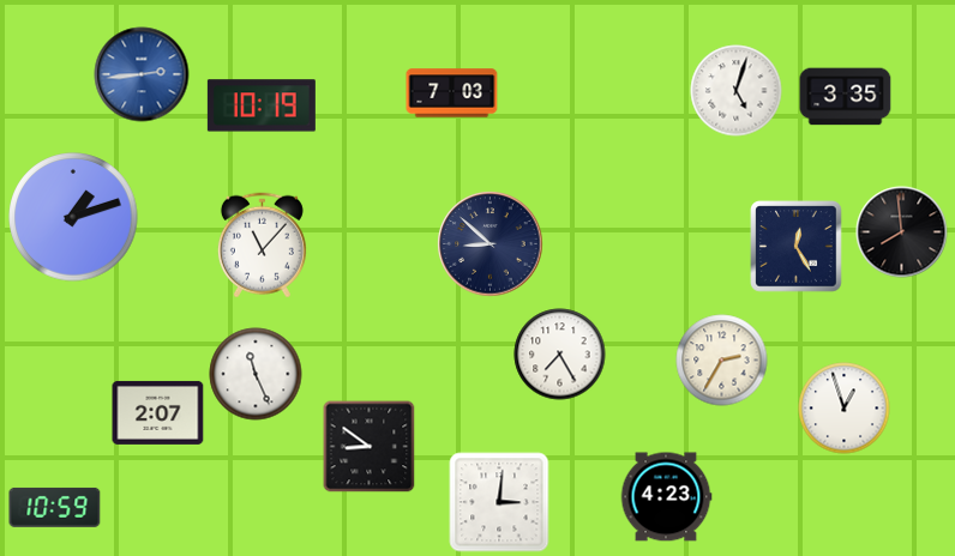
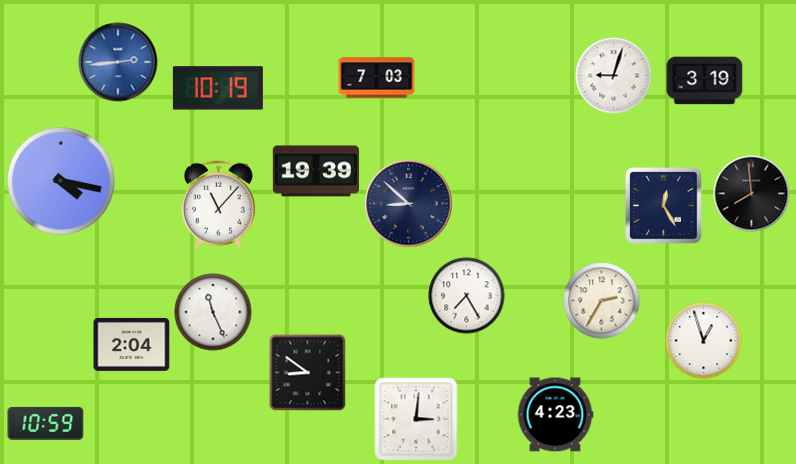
clock at (737, 91): 5:03 -> 9:03
clock at (846, 97): 3:35 -> 3:19
clock at (315, 171): none -> 19:39
clock at (73, 217): 1:12 -> 4:17
clock at (158, 412): 2:07 -> 2:04
